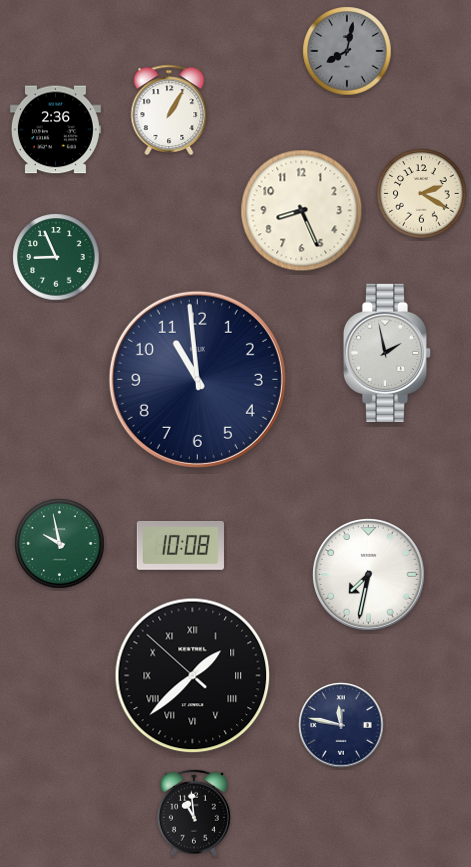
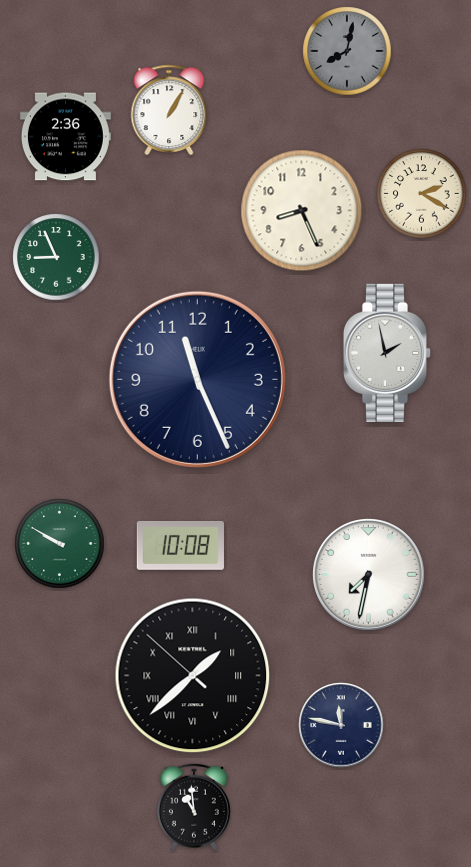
clock at (55, 130) position: (55, 130) -> (65, 137)
clock at (197, 379): 10:59 -> 11:26
clock at (60, 544): 9:58 -> 9:50
clock at (194, 813) position: (194, 813) -> (194, 807)
